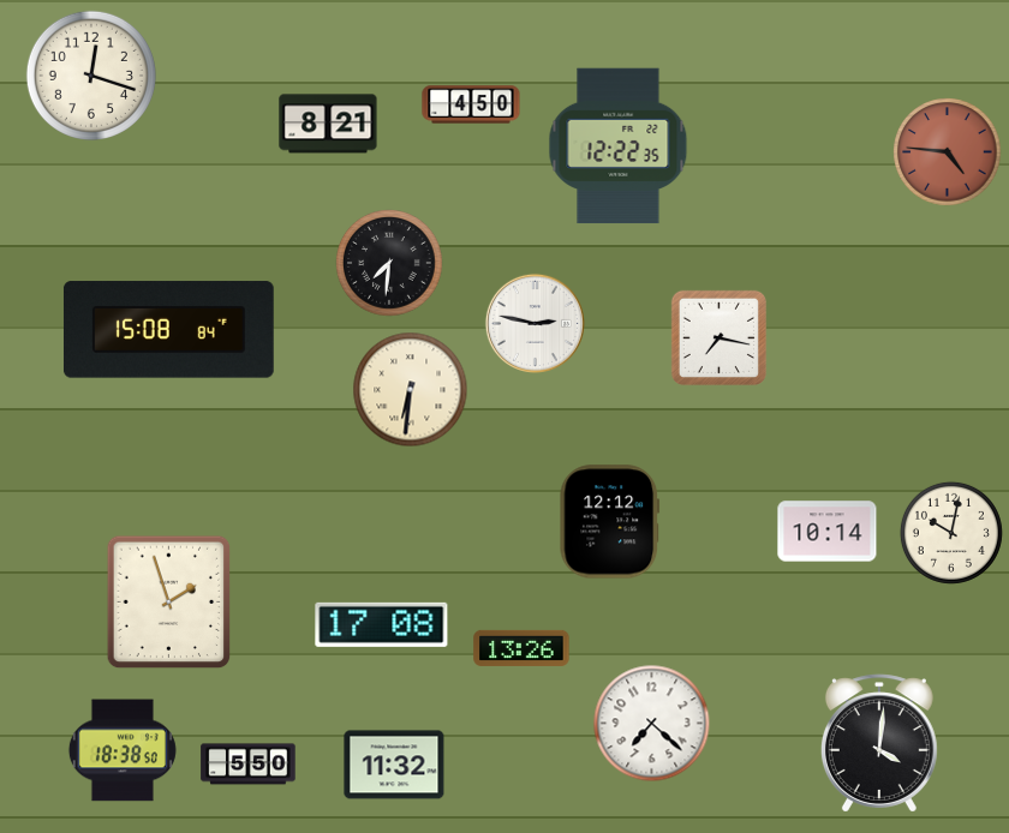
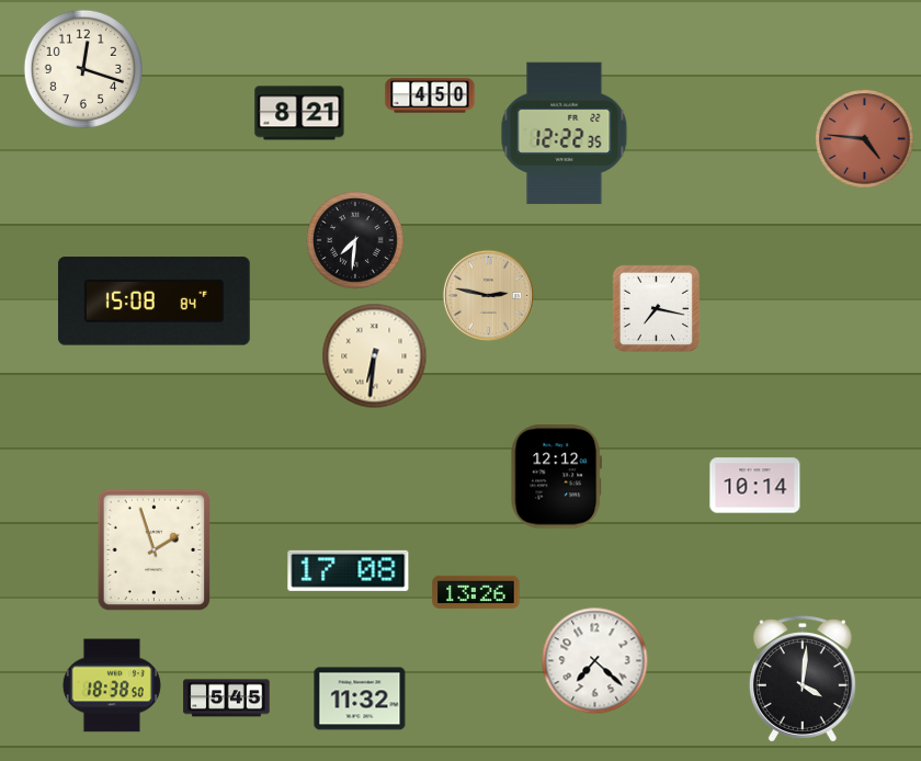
clock at (535, 323) dial: white -> champagne
clock at (951, 533): 10:02 -> none
clock at (249, 765): 5:50 -> 5:45
